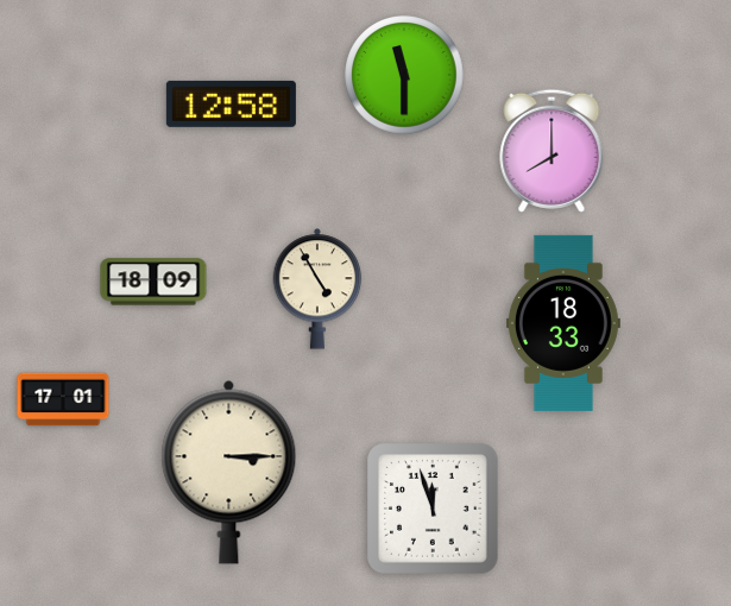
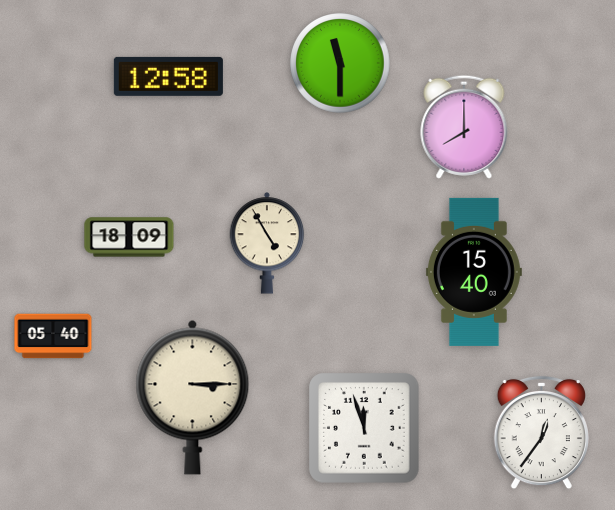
clock at (231, 103) position: (231, 103) -> (168, 76)
clock at (563, 323): 18:33 -> 15:40
clock at (63, 399): 17:01 -> 05:40
clock at (541, 433): none -> 12:36
